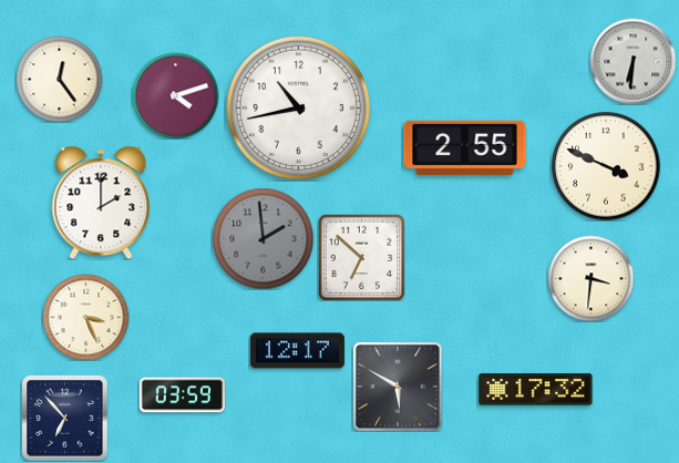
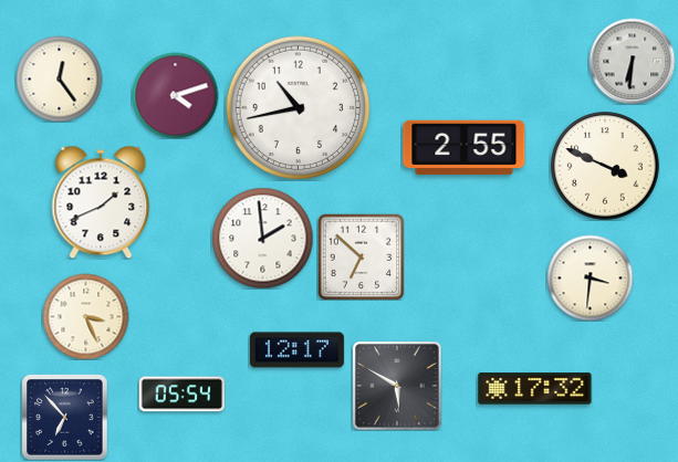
clock at (101, 203): 2:00 -> 1:41
clock at (263, 238) dial: grey -> white
clock at (182, 395): 03:59 -> 05:54
